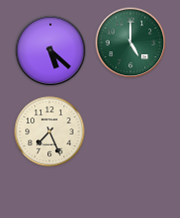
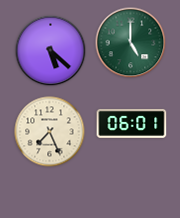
clock at (132, 123): none -> 06:01
